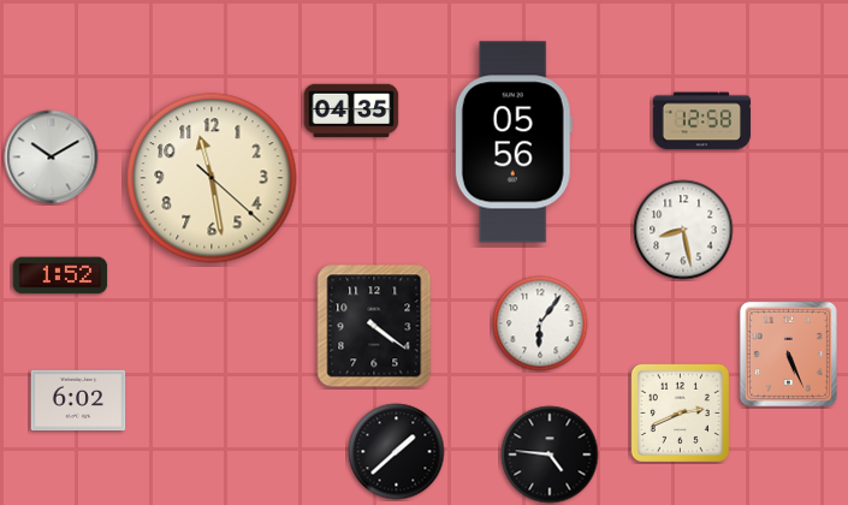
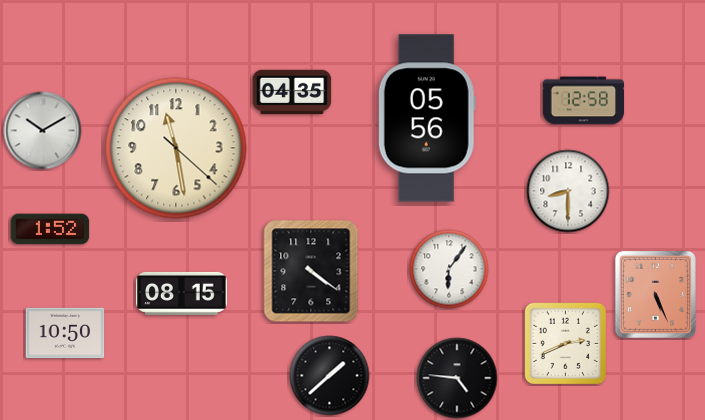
clock at (683, 230): 8:28 -> 8:30
clock at (182, 293): none -> 08:15
clock at (78, 400): 6:02 -> 10:50
